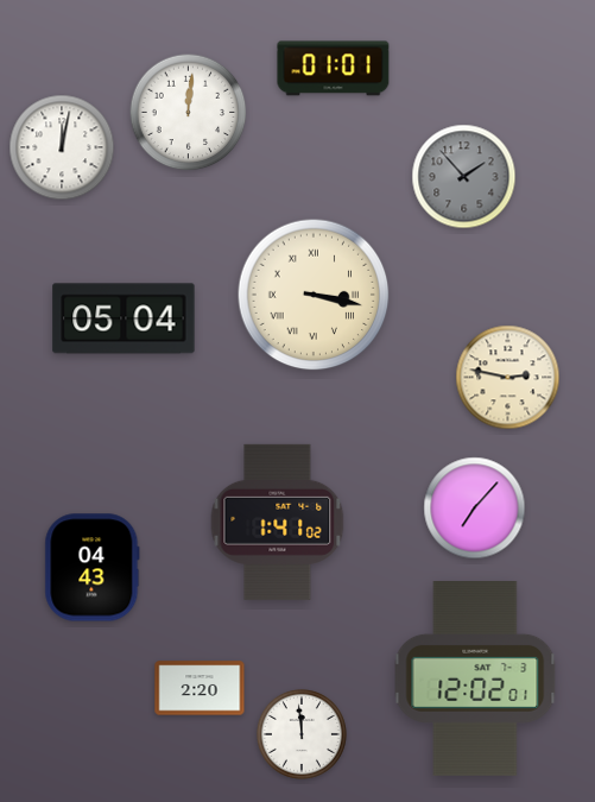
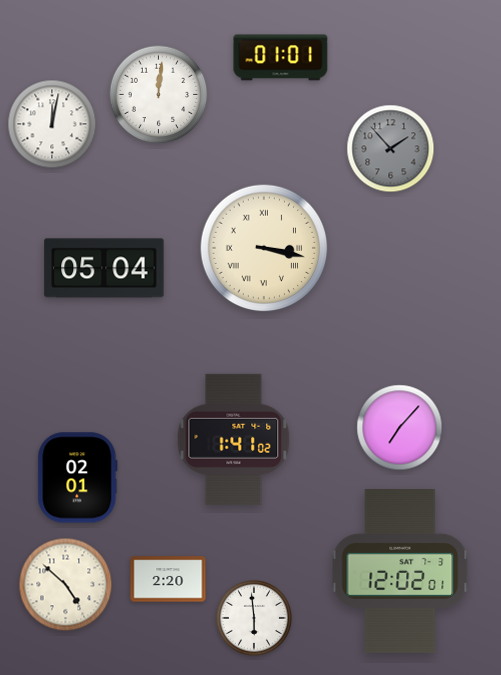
clock at (508, 378): 2:47 -> none
clock at (93, 568): 04:43 -> 02:01
clock at (66, 585): none -> 4:52
clock at (302, 734): 11:59 -> 5:59
